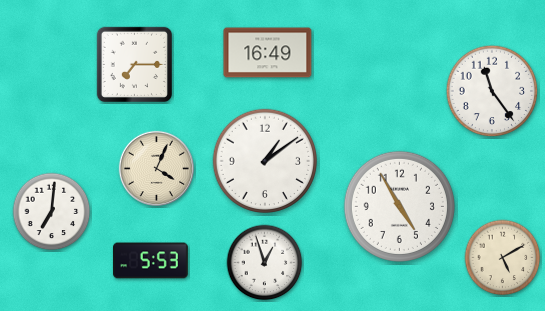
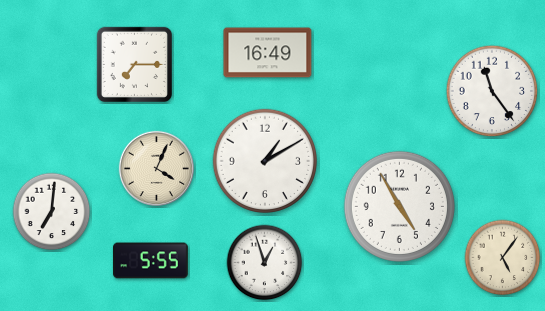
clock at (265, 161): 1:09 -> 1:10
clock at (503, 258): 5:10 -> 5:06
clock at (151, 261): 5:53 -> 5:55
